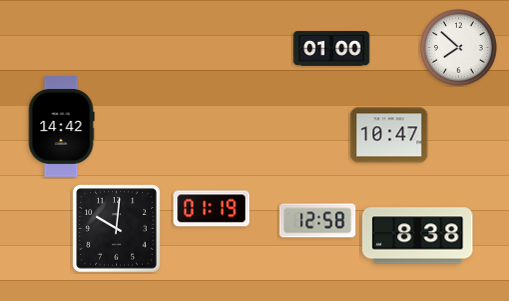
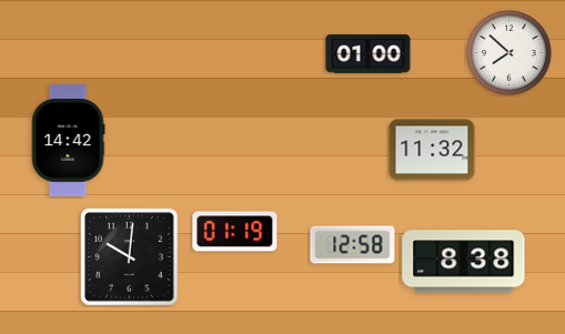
clock at (389, 135): 10:47 -> 11:32
clock at (117, 229) position: (117, 229) -> (130, 257)
